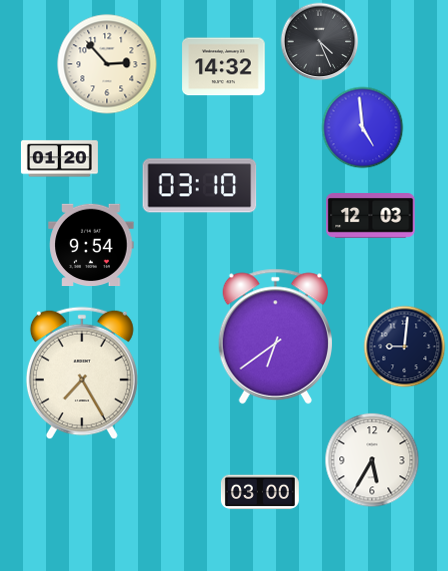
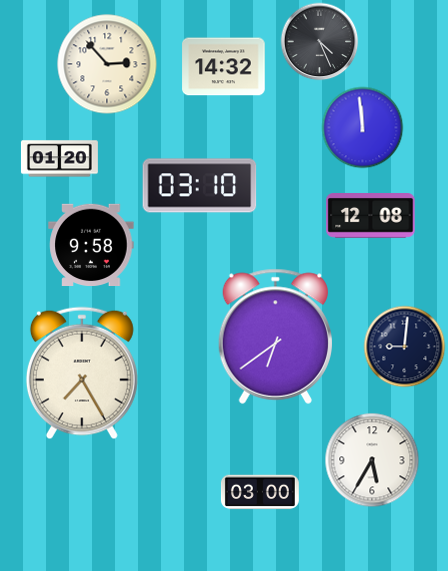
clock at (362, 127): 4:59 -> 11:59
clock at (371, 216): 12:03 -> 12:08
clock at (91, 245): 9:54 -> 9:58
